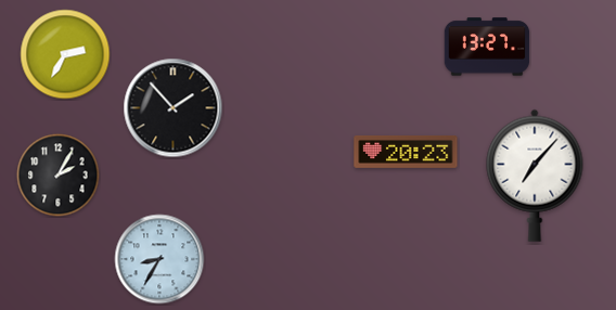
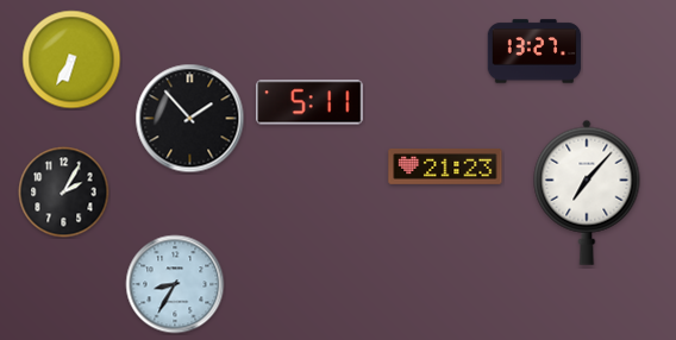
clock at (65, 54): 2:35 -> 6:35
clock at (309, 102): none -> 5:11
clock at (406, 152): 20:23 -> 21:23
